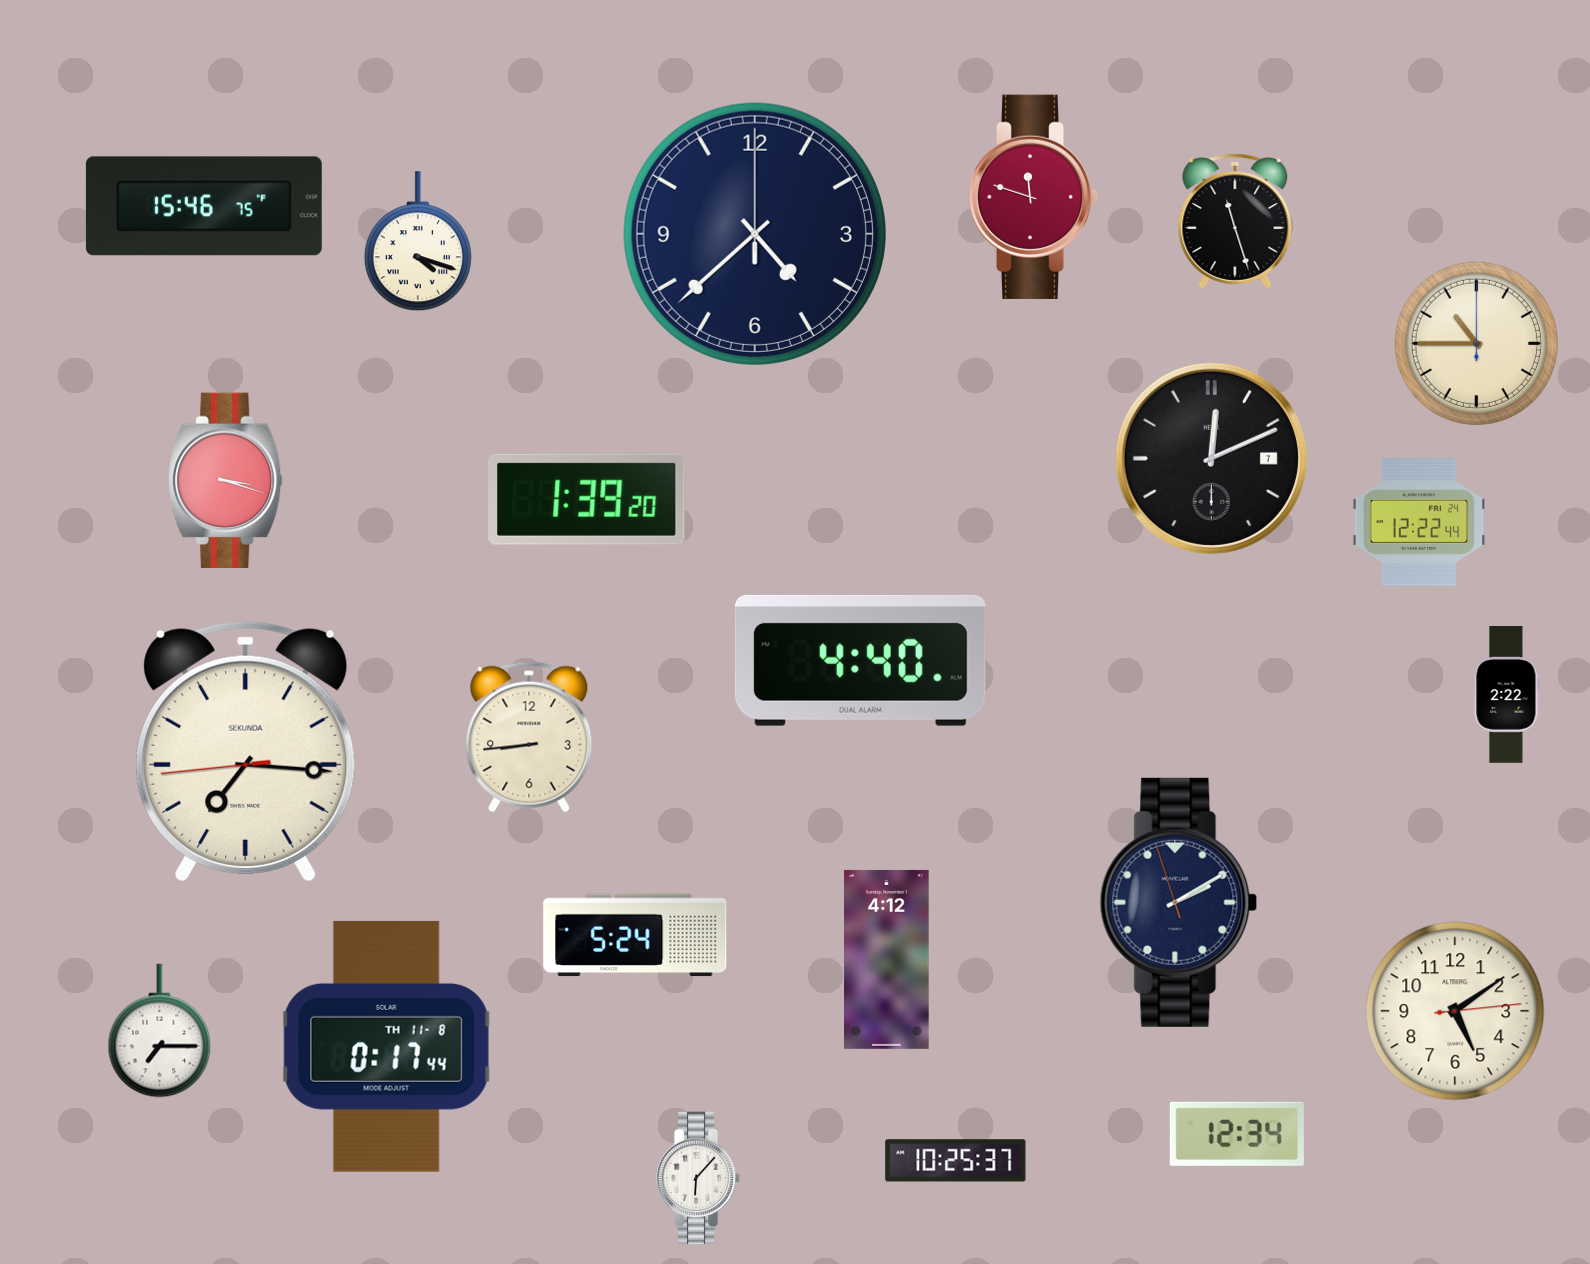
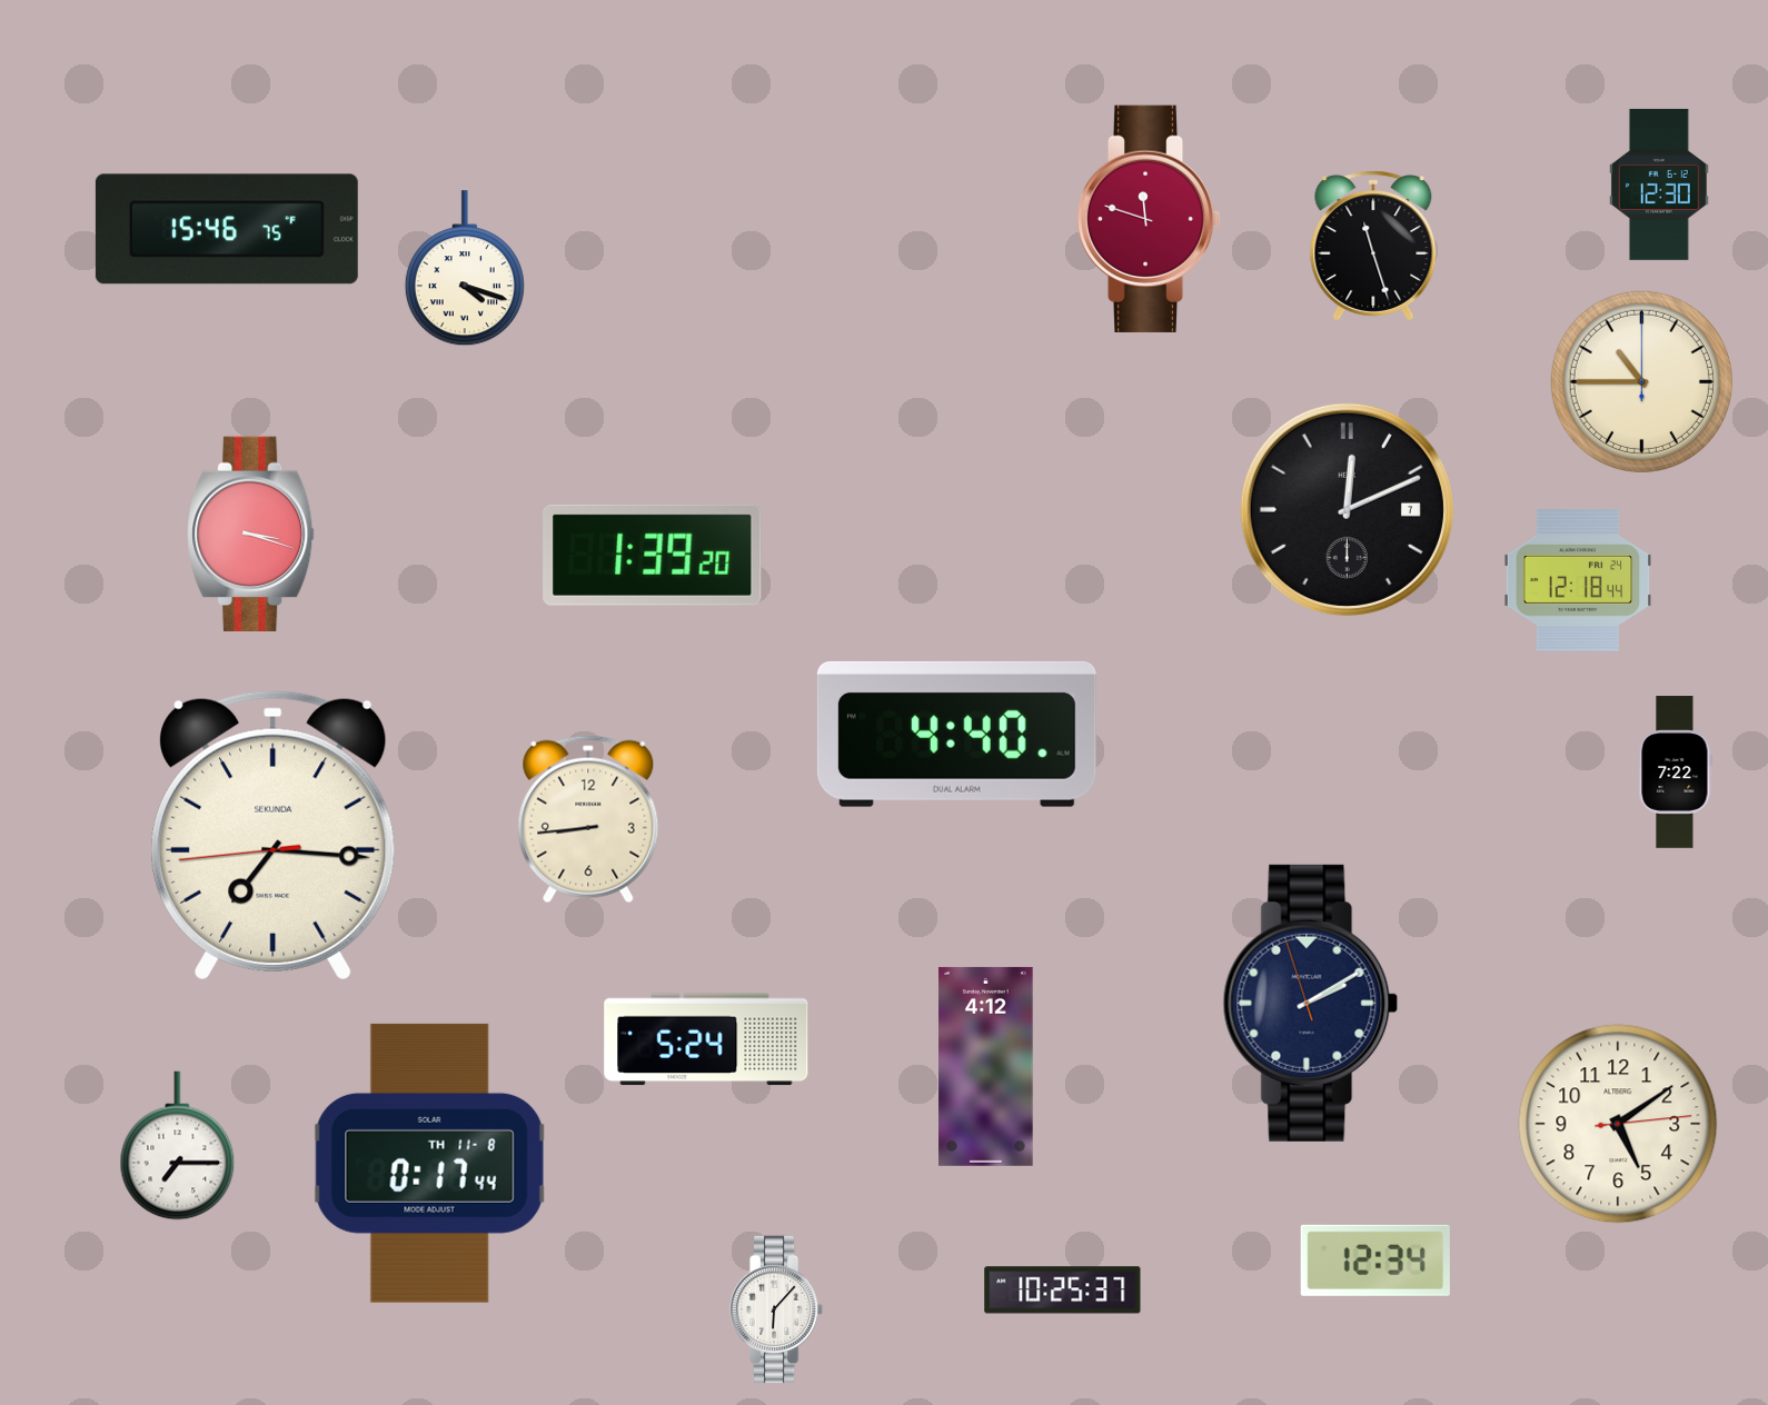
clock at (1659, 185): none -> 12:30
clock at (755, 234): 4:38 -> none
clock at (1419, 523): 12:22 -> 12:18
clock at (1507, 695): 2:22 -> 7:22
